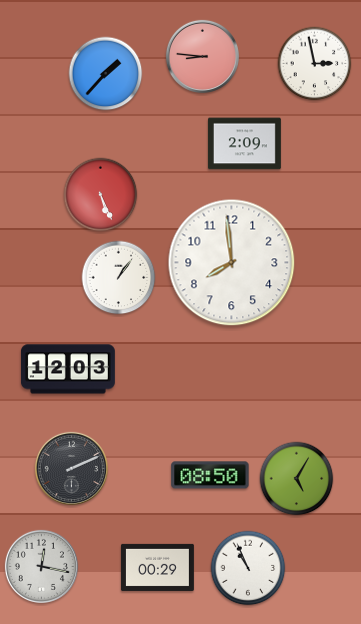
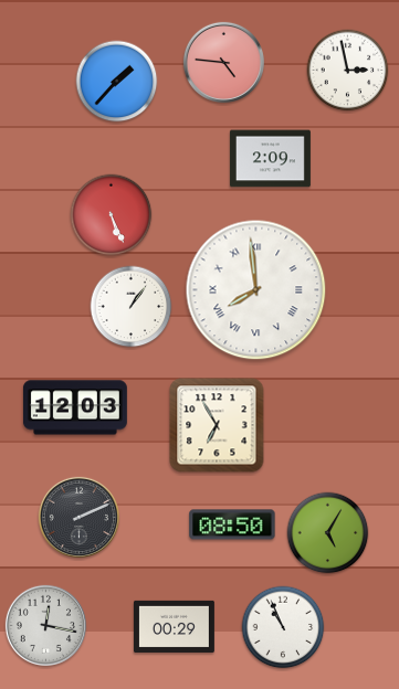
clock at (202, 56): 8:46 -> 4:46
clock at (232, 263) numerals: Arabic -> Roman
clock at (217, 425): none -> 6:55
clock at (297, 479) position: (297, 479) -> (328, 533)
clock at (248, 568) position: (248, 568) -> (283, 627)
